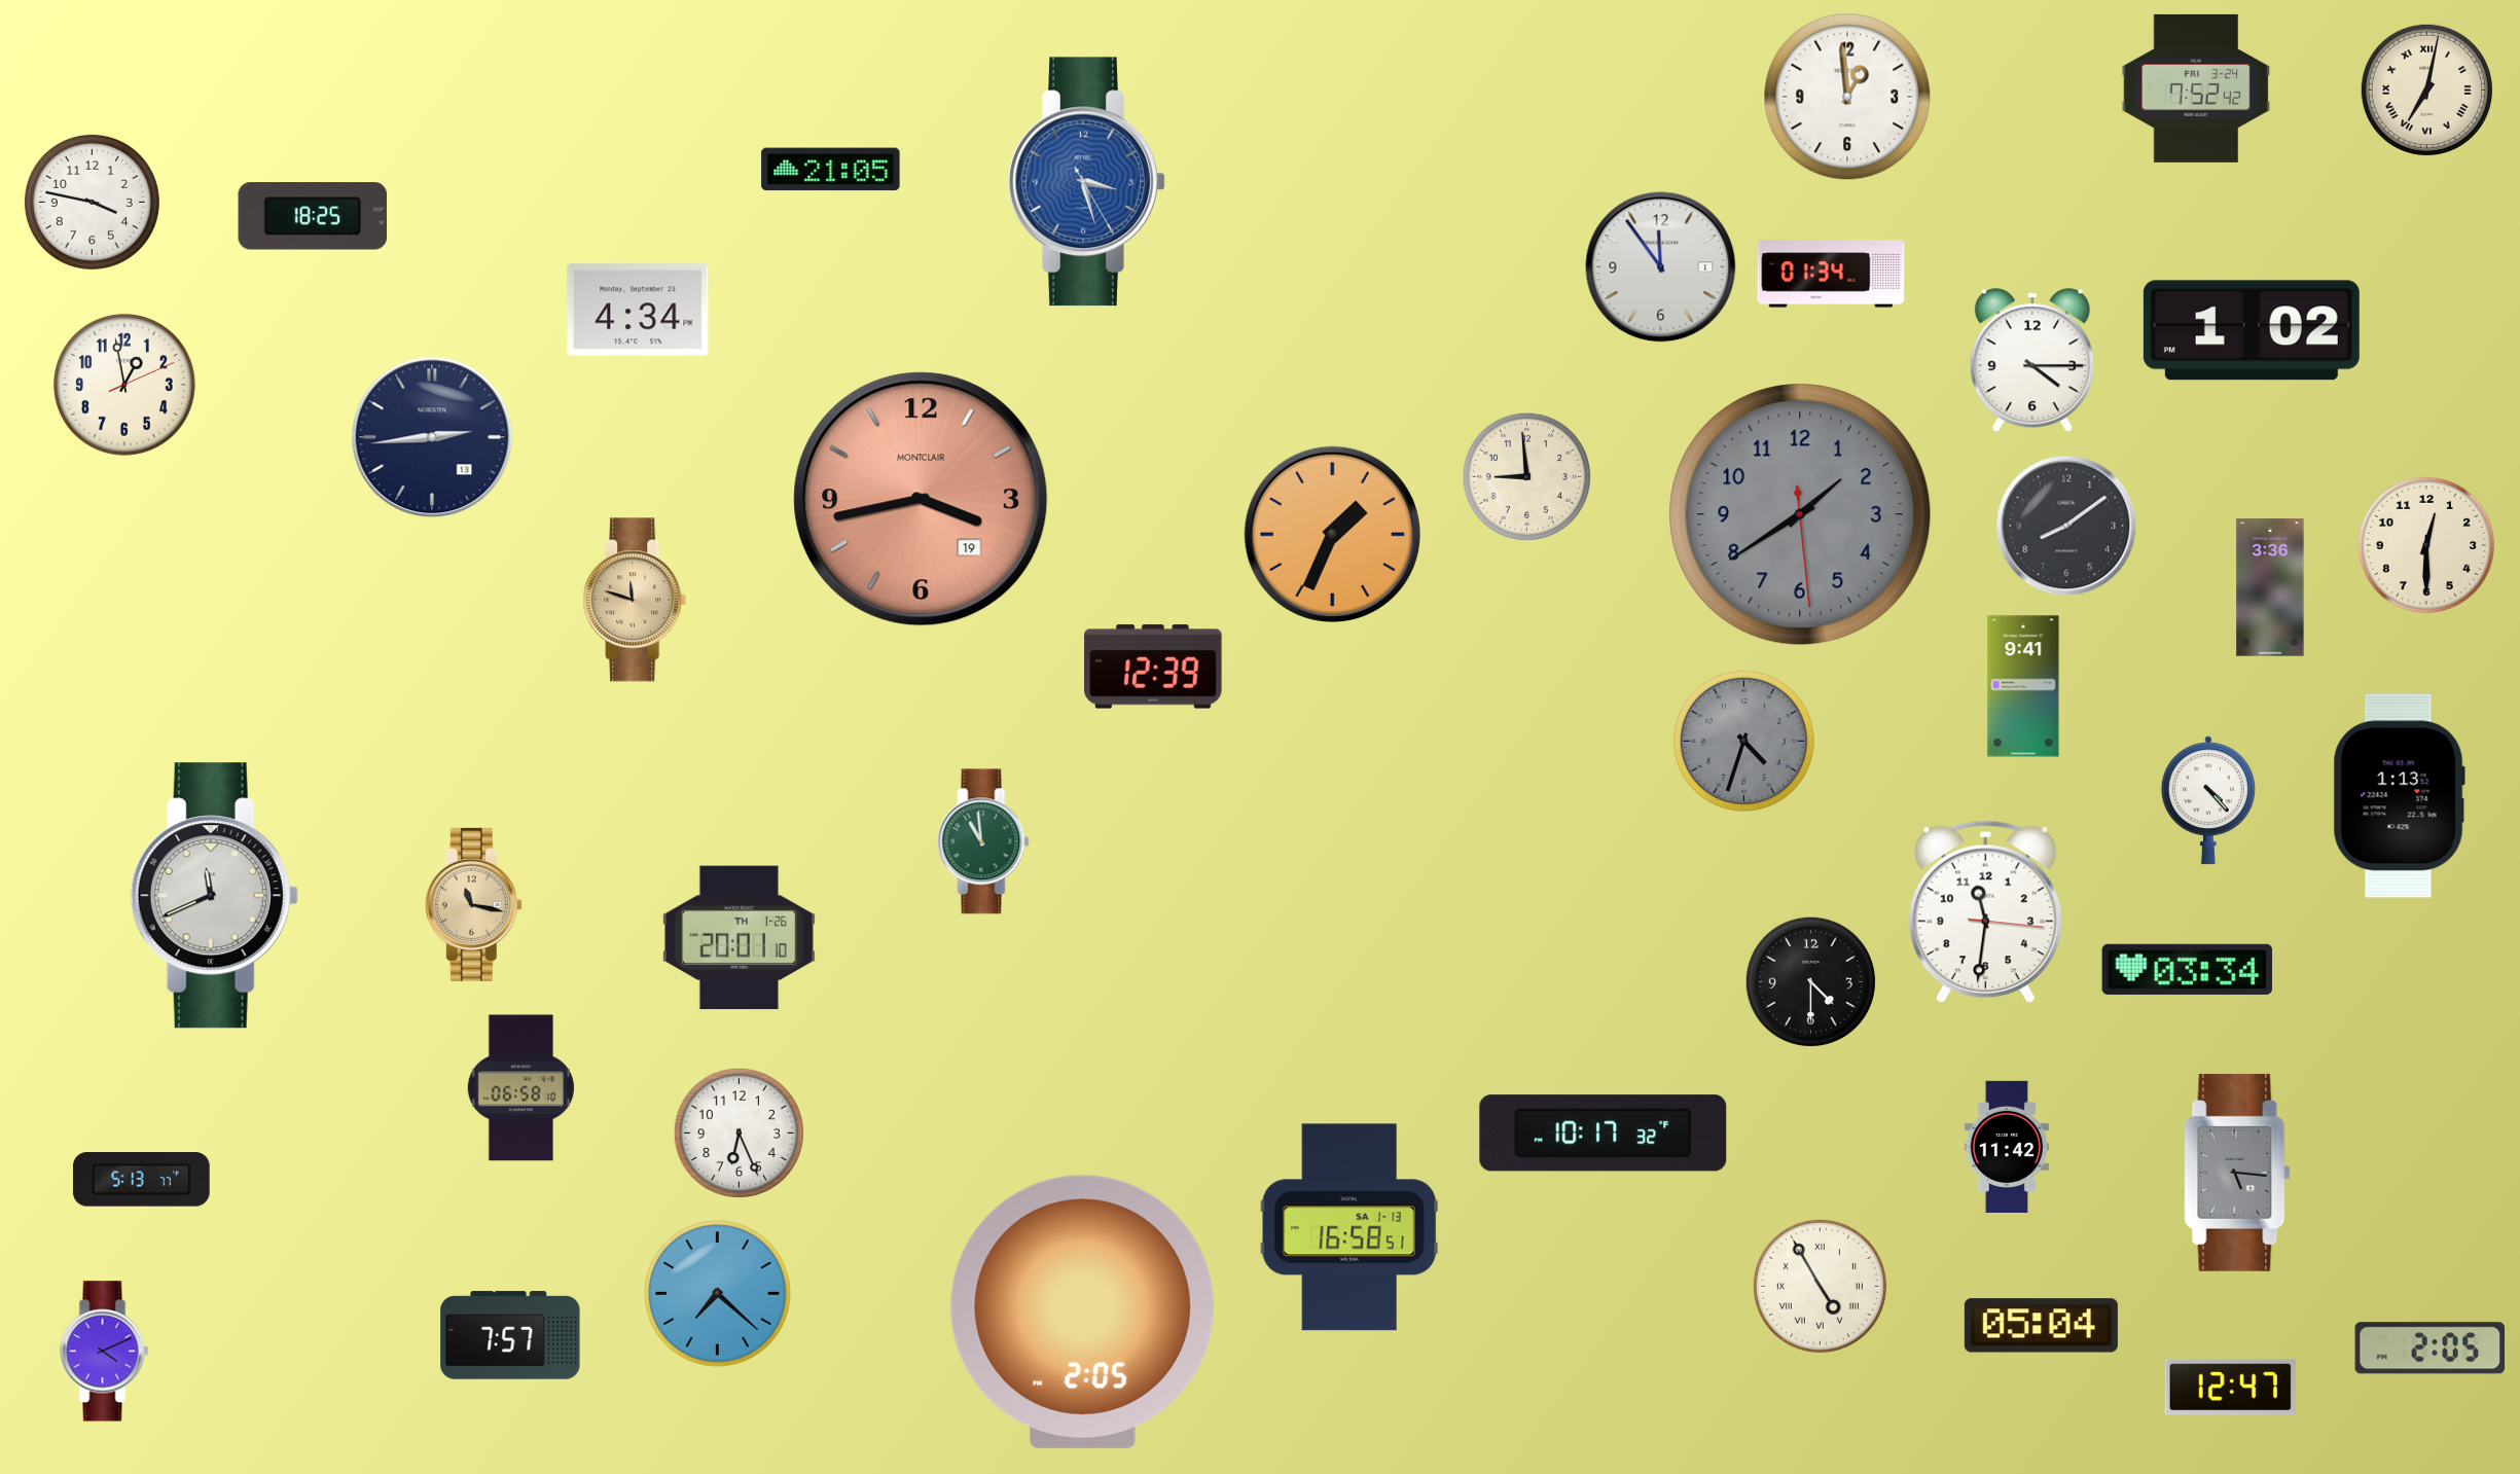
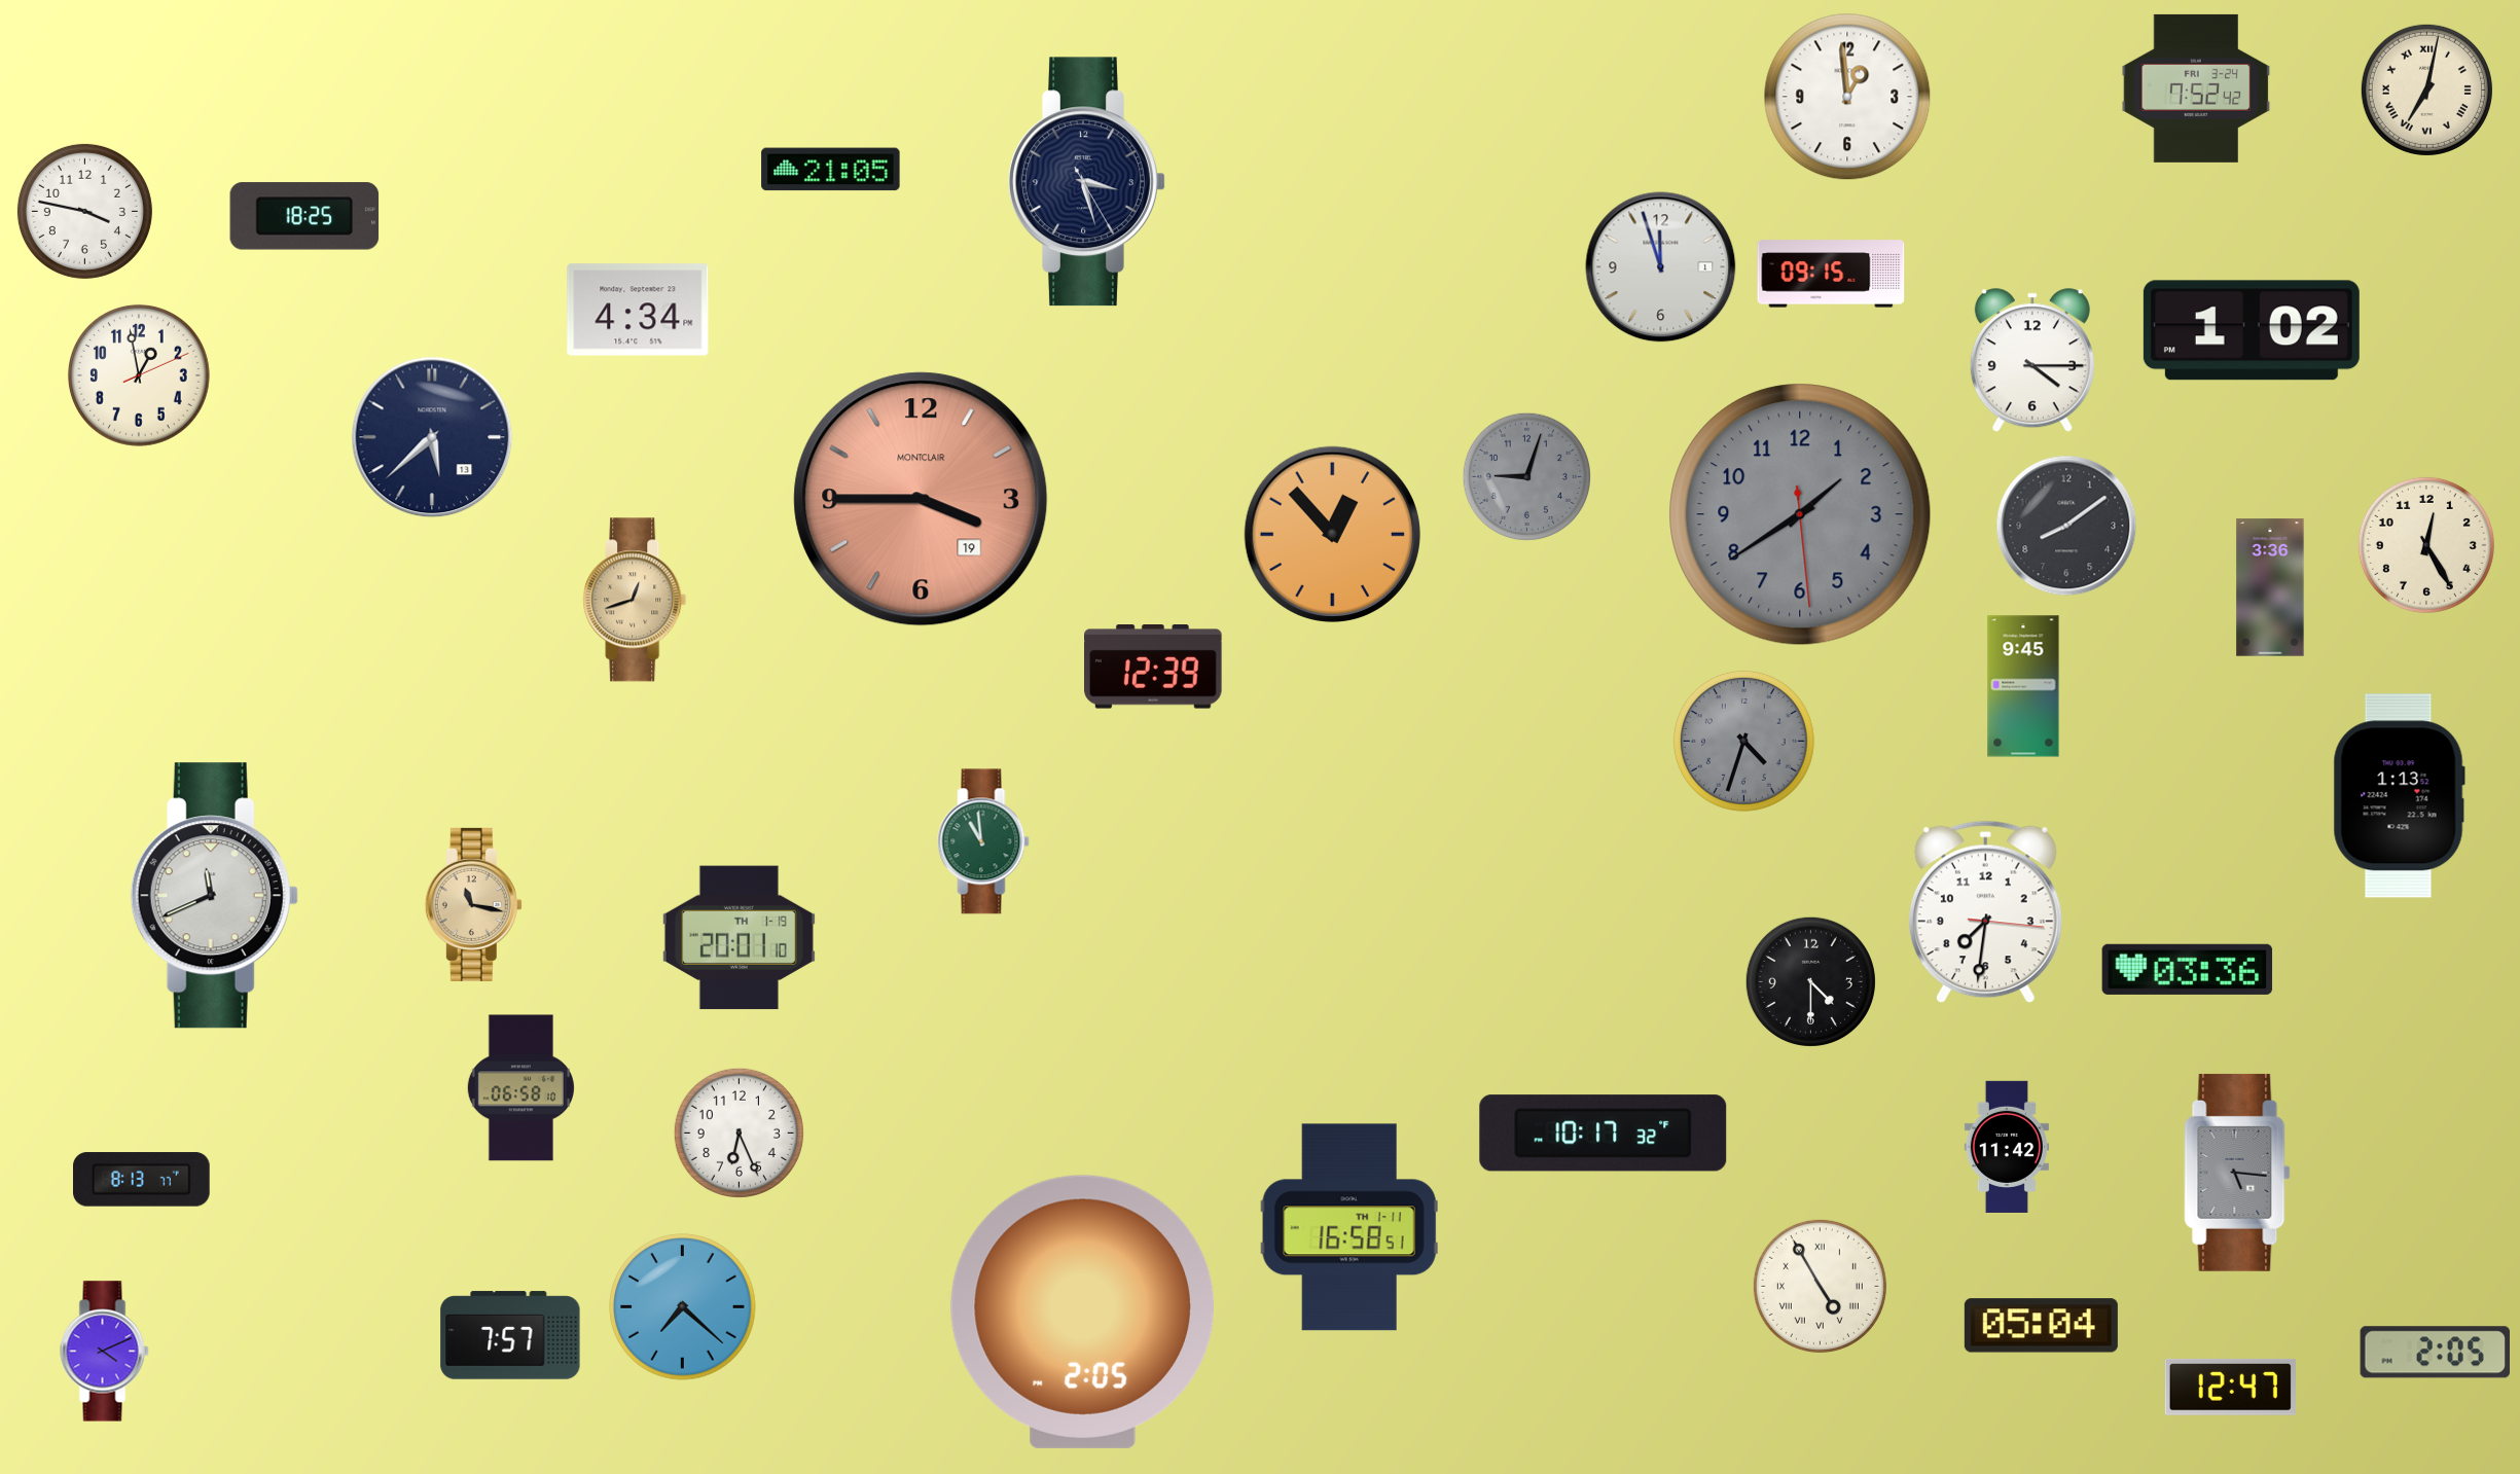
clock at (1087, 182) dial: blue -> navy
clock at (92, 202) position: (92, 202) -> (84, 211)
clock at (313, 216) position: (313, 216) -> (304, 216)
clock at (1661, 267): 11:54 -> 11:57
clock at (1831, 274): 01:34 -> 09:15
clock at (124, 385) position: (124, 385) -> (139, 375)
clock at (432, 437): 2:44 -> 5:38
clock at (1526, 476): 8:59 -> 9:03
clock at (1526, 476) dial: cream -> grey
clock at (921, 499): 3:43 -> 3:45
clock at (1332, 534): 1:34 -> 12:53
clock at (2426, 545): 12:30 -> 12:25
clock at (635, 600): 11:48 -> 12:42
clock at (2023, 686): 9:41 -> 9:45
clock at (2208, 800): 4:23 -> none
clock at (1985, 912): 11:31 -> 7:31
clock at (739, 938) date: TH 1-26 -> TH 1-19
clock at (2188, 969): 03:34 -> 03:36
clock at (142, 1180): 5:13 -> 8:13
clock at (1349, 1227) date: SA 1-13 -> TH 1-11
clock at (718, 1294) position: (718, 1294) -> (683, 1307)
clock at (2429, 1349) position: (2429, 1349) -> (2435, 1353)
